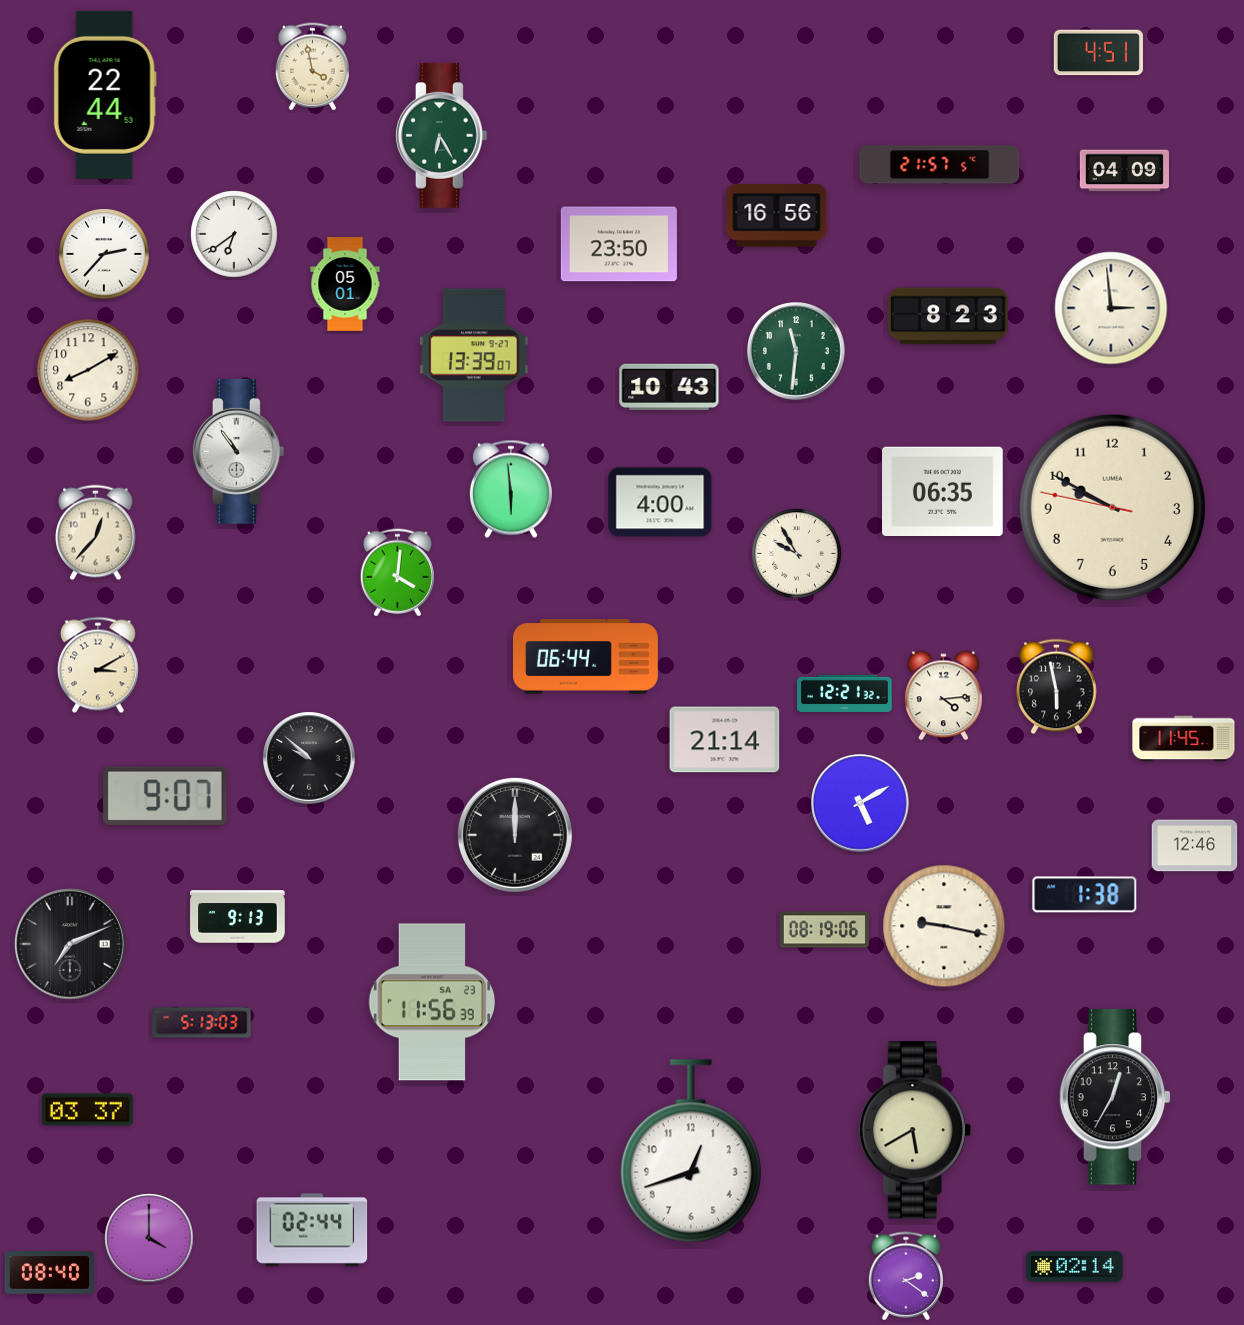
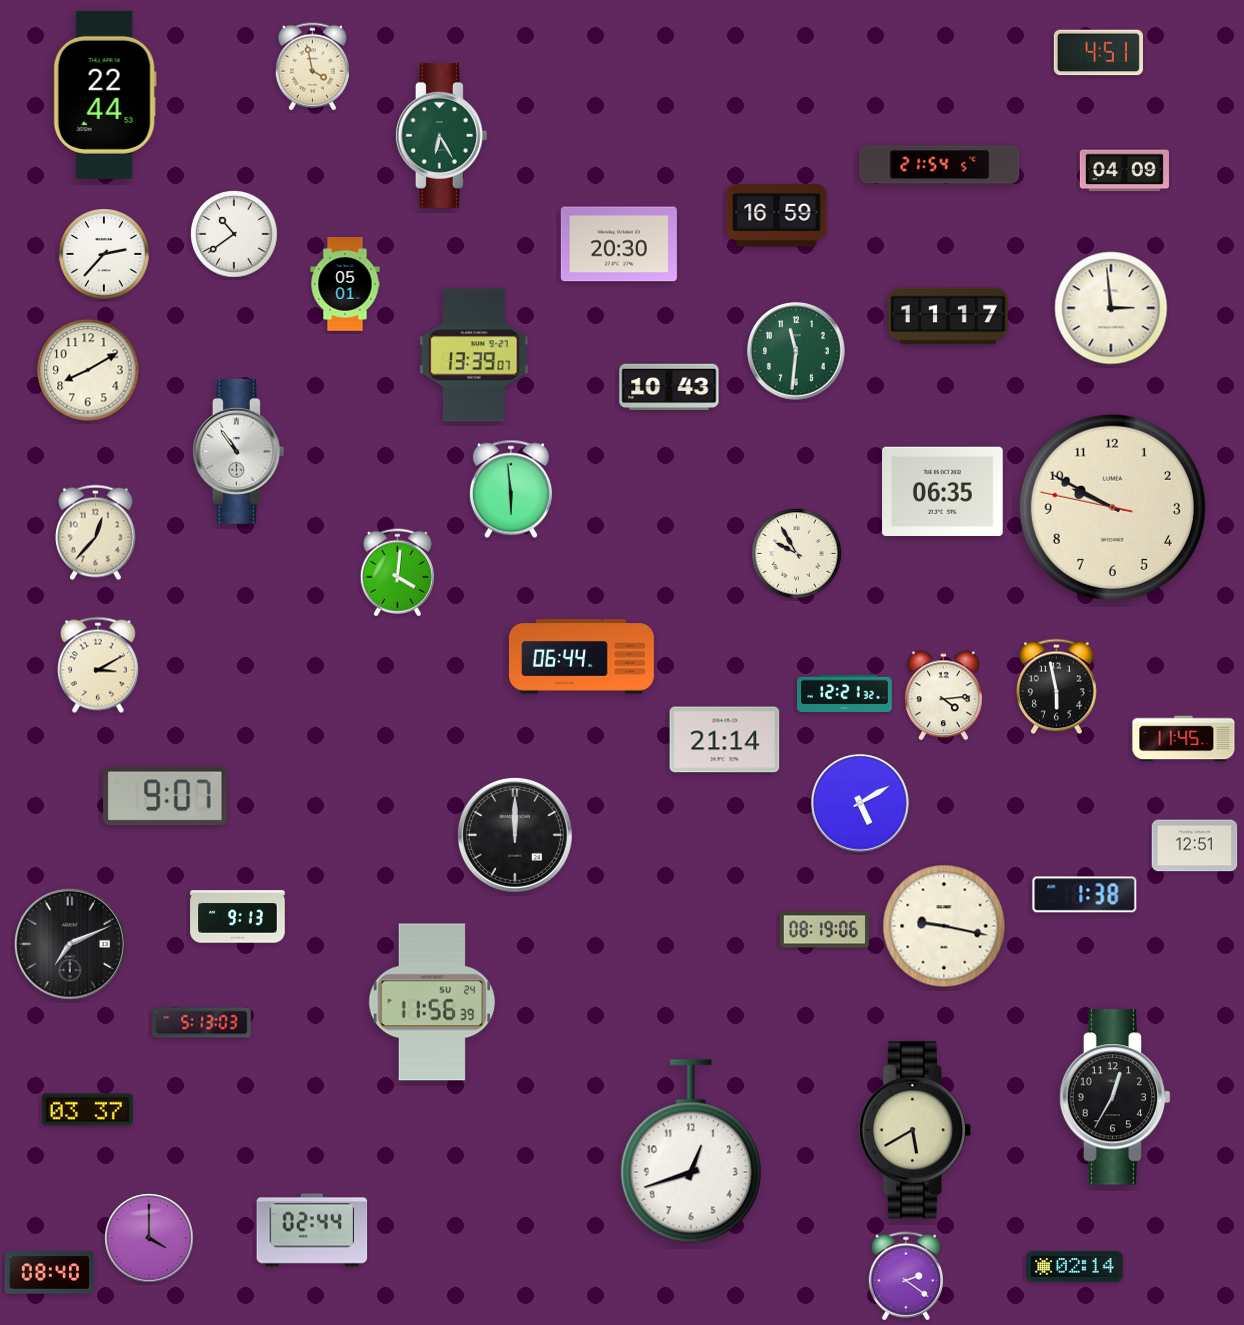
clock at (940, 165): 21:57 -> 21:54
clock at (777, 216): 16:56 -> 16:59
clock at (234, 234): 6:39 -> 10:39
clock at (619, 244): 23:50 -> 20:30
clock at (948, 316): 8:23 -> 11:17
clock at (660, 502): 4:00 -> none
clock at (586, 657) position: (586, 657) -> (582, 657)
clock at (309, 758): 9:52 -> none
clock at (1195, 846): 12:46 -> 12:51
clock at (432, 1002) date: SA 23 -> SU 24
